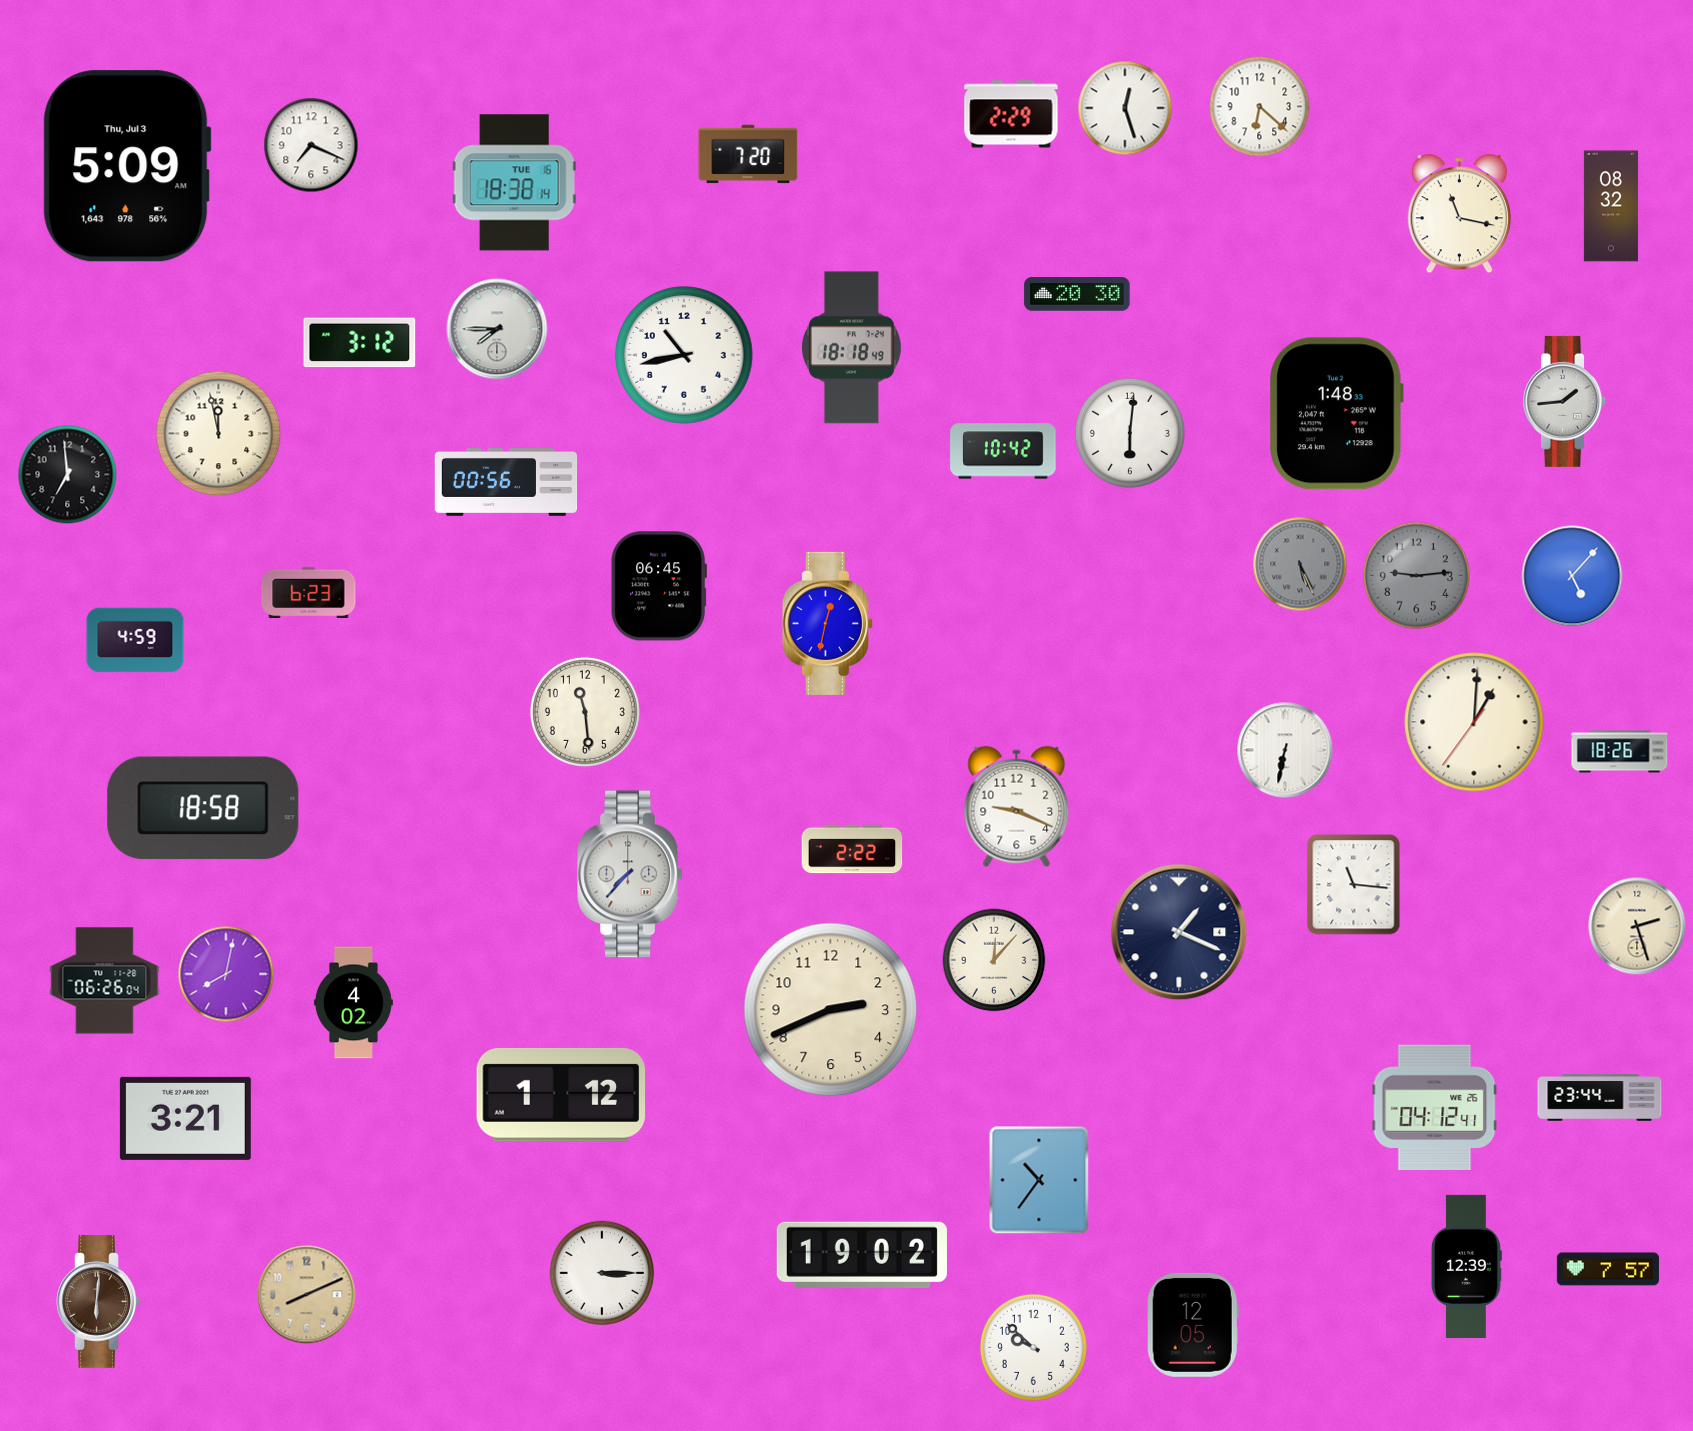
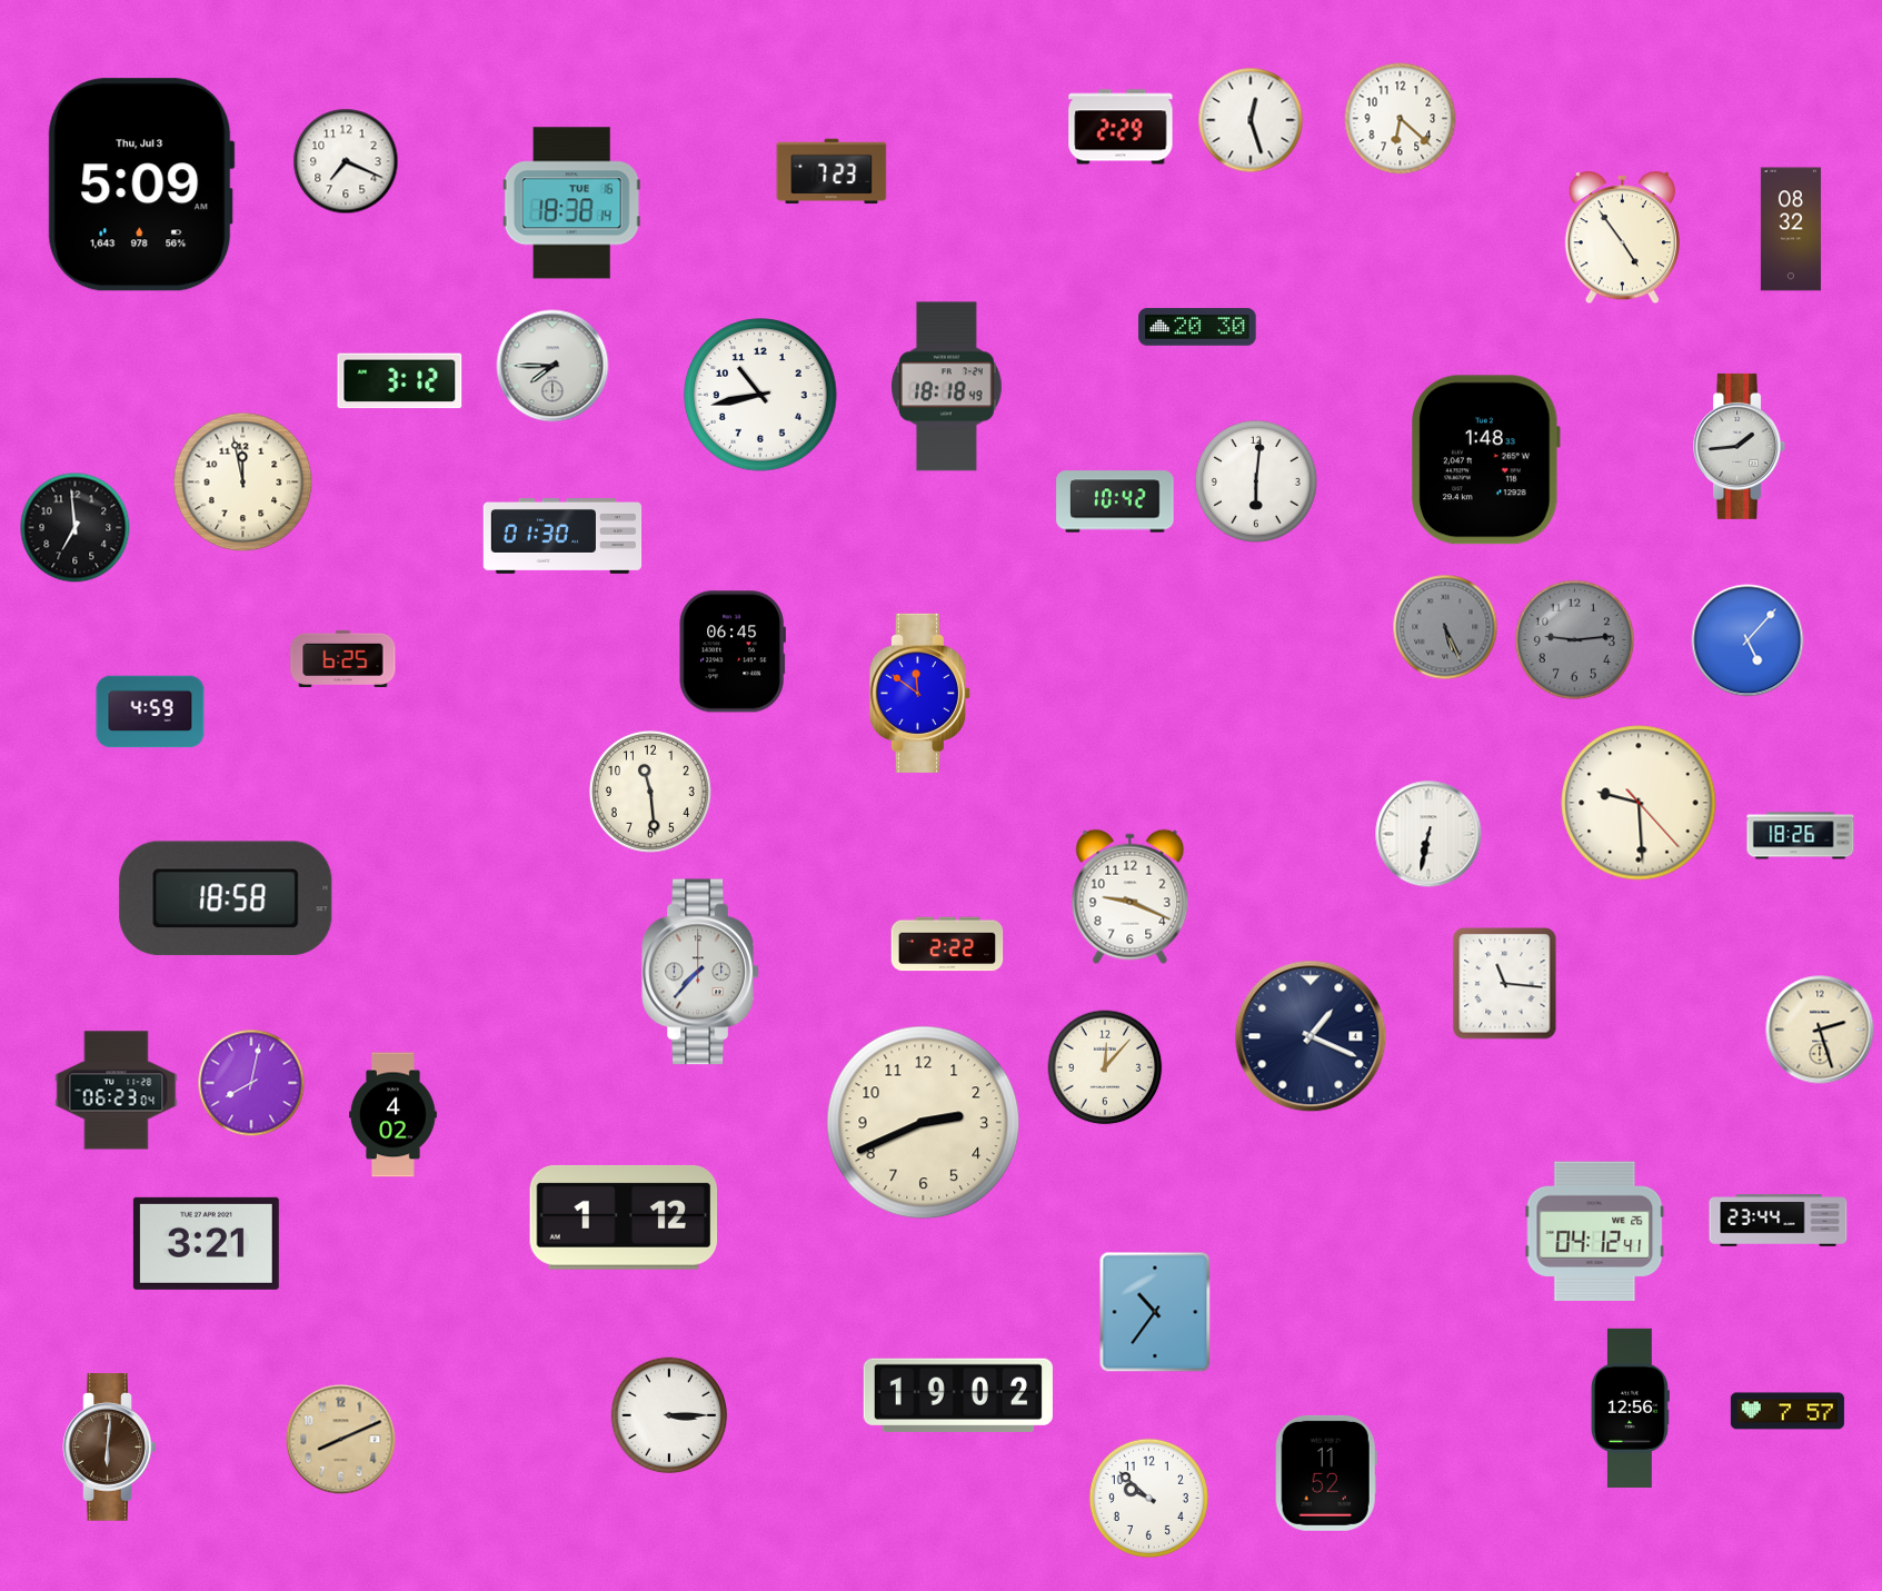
clock at (1011, 114) position: (1011, 114) -> (1121, 127)
clock at (748, 154): 7:20 -> 7:23
clock at (1459, 215): 11:17 -> 4:54
clock at (506, 483): 00:56 -> 01:30
clock at (309, 592): 6:23 -> 6:25
clock at (827, 623): 12:32 -> 11:51
clock at (1474, 722): 1:00 -> 9:29
clock at (105, 981): 06:26 -> 06:23
clock at (1466, 1266): 12:39 -> 12:56
clock at (1193, 1325): 12:05 -> 11:52
